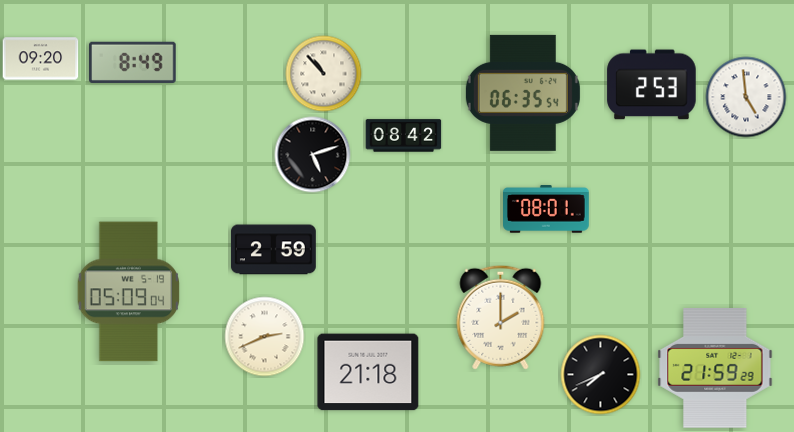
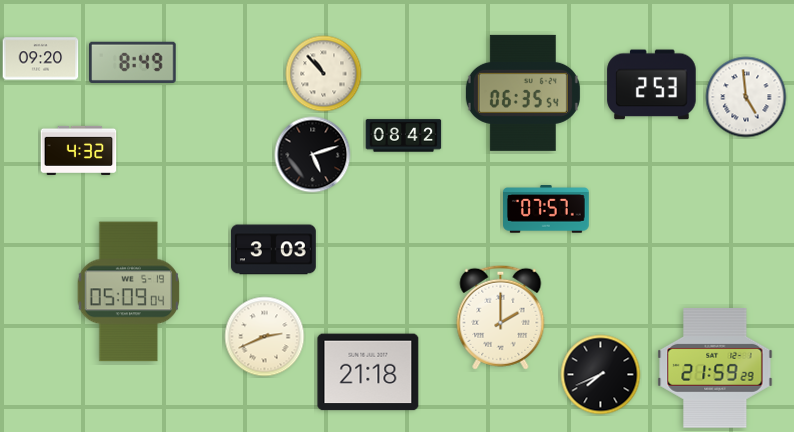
clock at (79, 150): none -> 4:32
clock at (547, 209): 08:01 -> 07:57
clock at (273, 250): 2:59 -> 3:03
